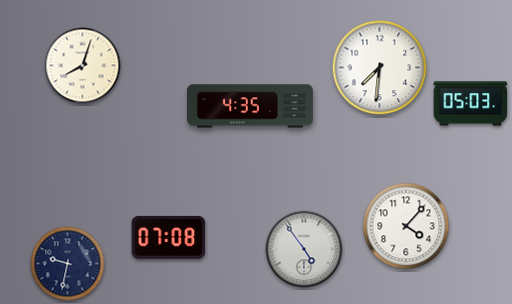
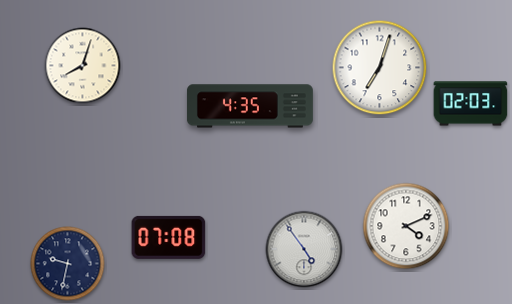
clock at (380, 68): 7:31 -> 7:03
clock at (471, 104): 05:03 -> 02:03
clock at (406, 226): 4:07 -> 4:11
